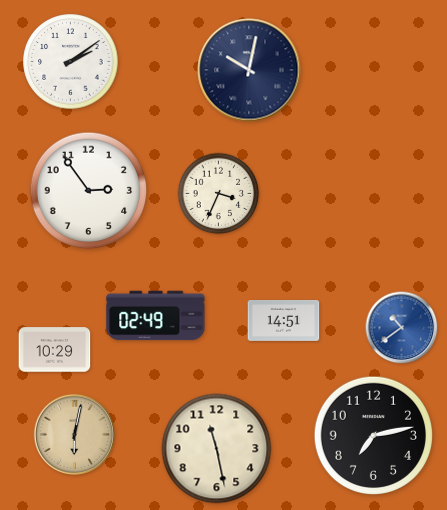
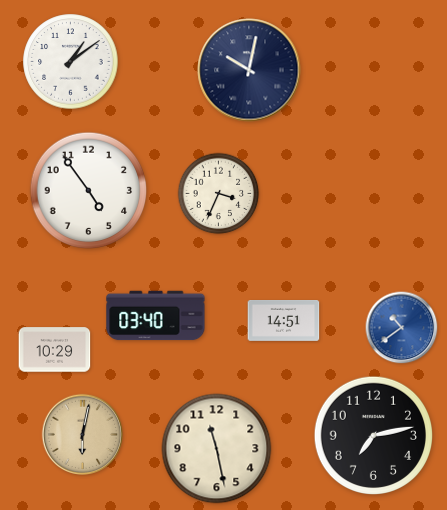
clock at (71, 62): 2:09 -> 1:09
clock at (89, 191): 2:54 -> 4:54
clock at (156, 316): 02:49 -> 03:40
clock at (74, 434) position: (74, 434) -> (82, 434)
